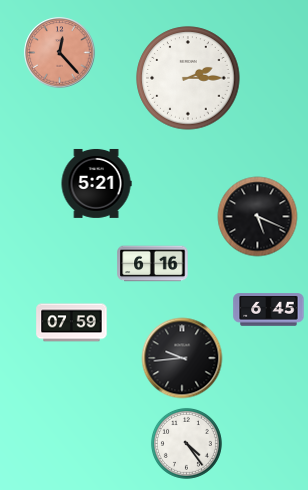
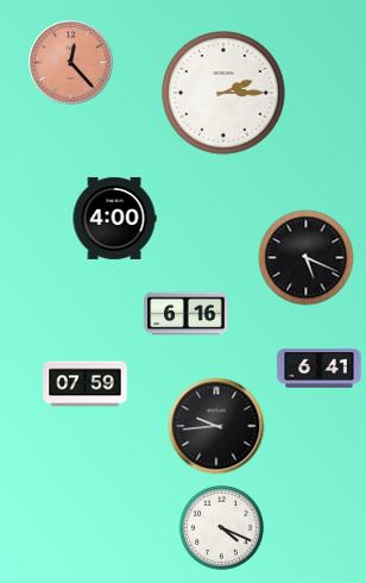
clock at (96, 183): 5:21 -> 4:00
clock at (153, 264) position: (153, 264) -> (187, 314)
clock at (269, 310): 6:45 -> 6:41
clock at (186, 443): 4:24 -> 4:19
